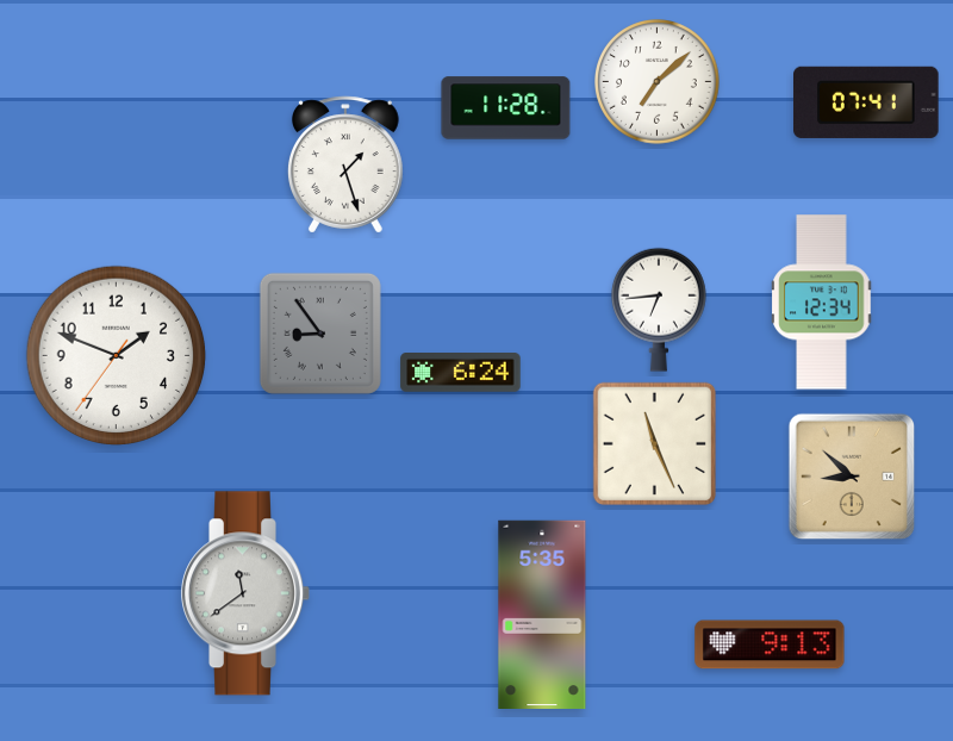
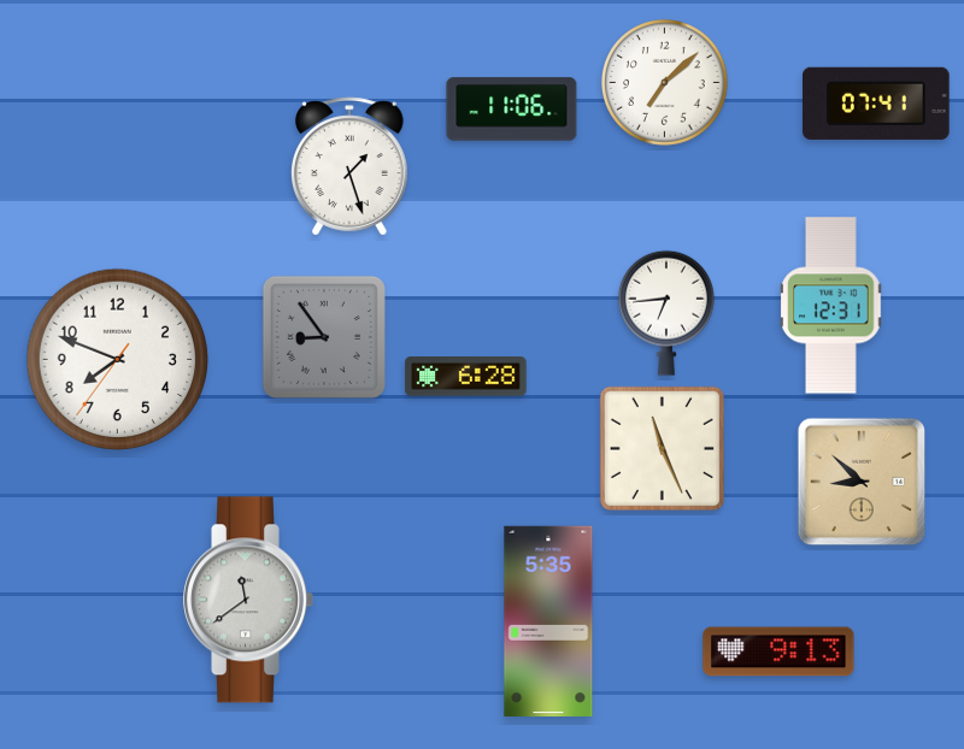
clock at (506, 108): 11:28 -> 11:06
clock at (822, 303): 12:34 -> 12:31
clock at (116, 355): 1:48 -> 7:48
clock at (461, 373): 6:24 -> 6:28
